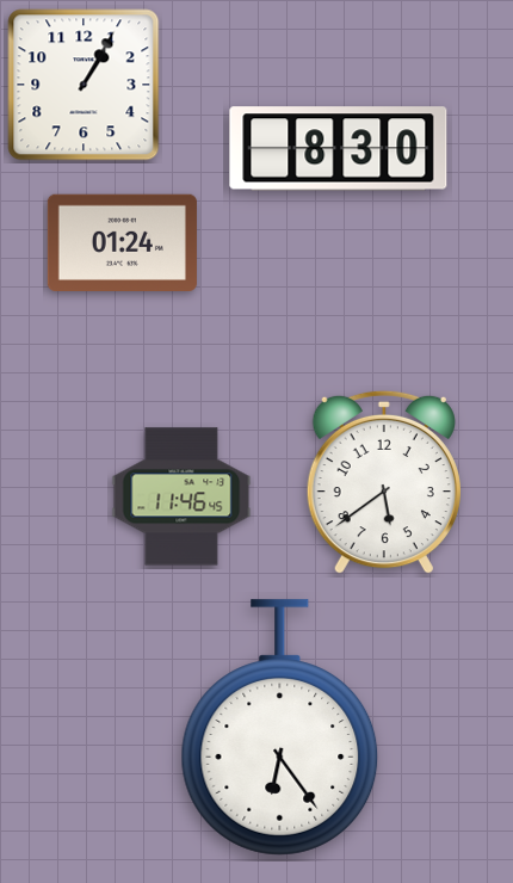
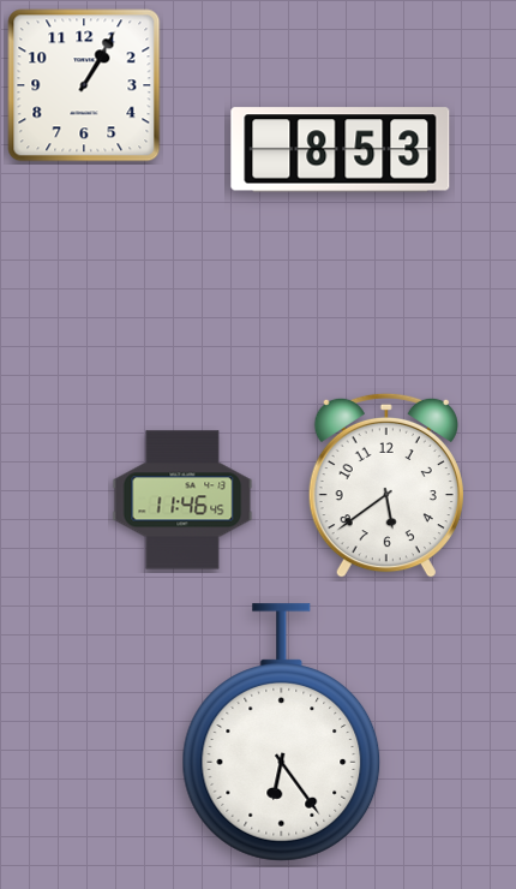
clock at (339, 149): 8:30 -> 8:53
clock at (122, 242): 01:24 -> none
